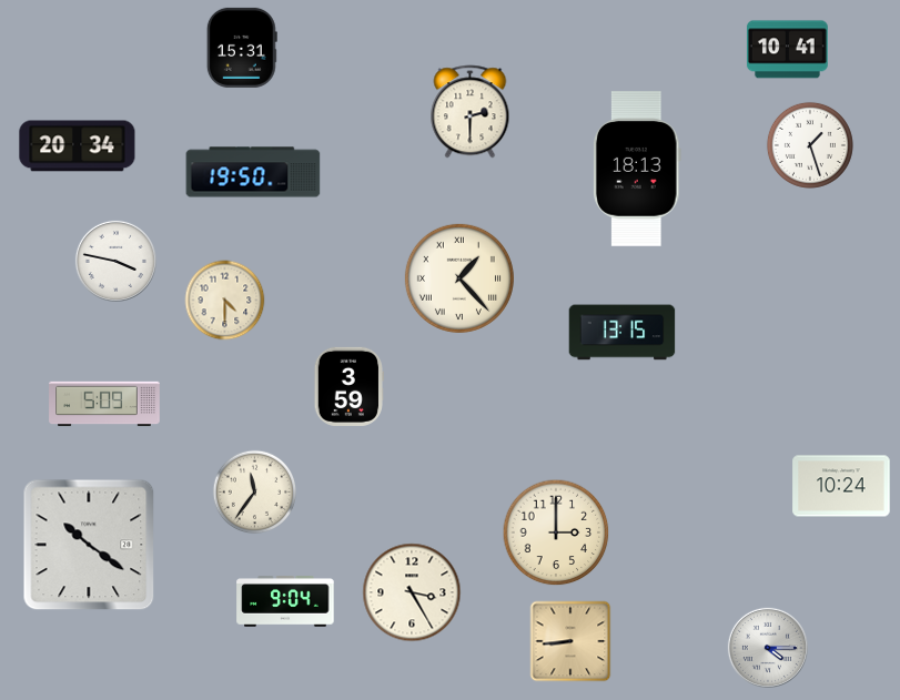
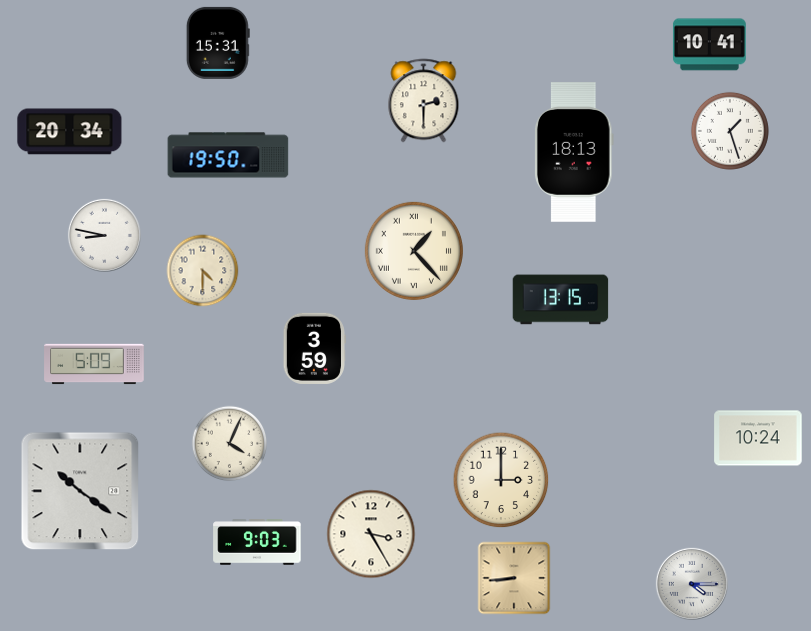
clock at (115, 261): 3:47 -> 8:47
clock at (255, 493): 11:36 -> 4:04
clock at (285, 602): 9:04 -> 9:03
